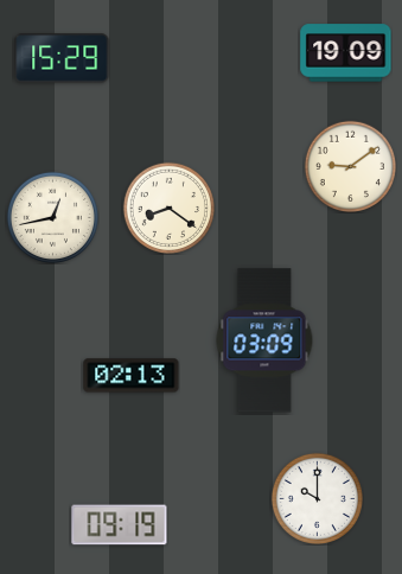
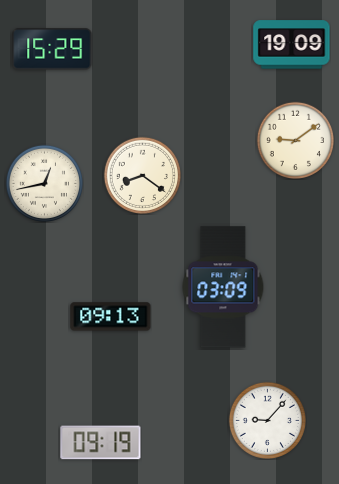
clock at (132, 376): 02:13 -> 09:13
clock at (317, 498): 10:00 -> 9:07
